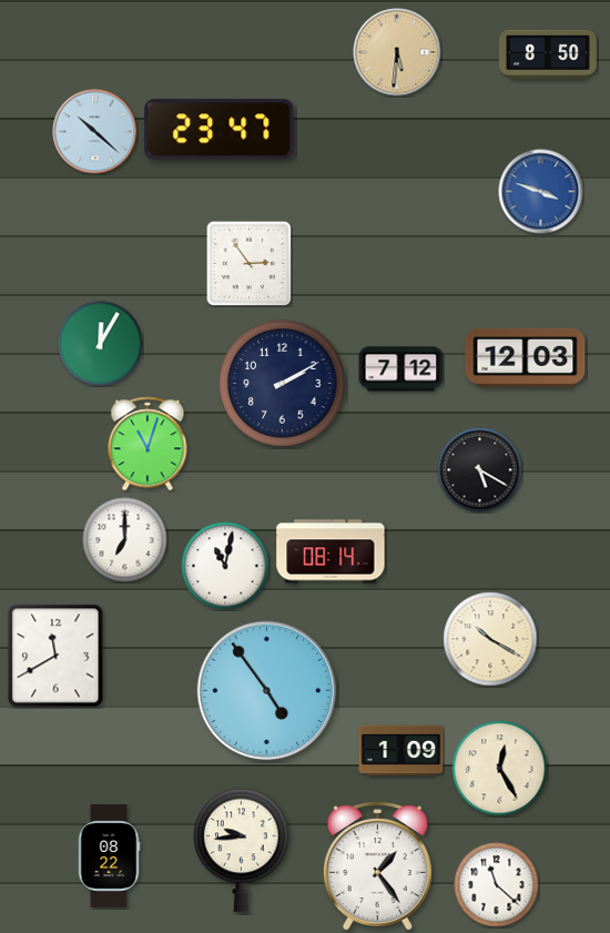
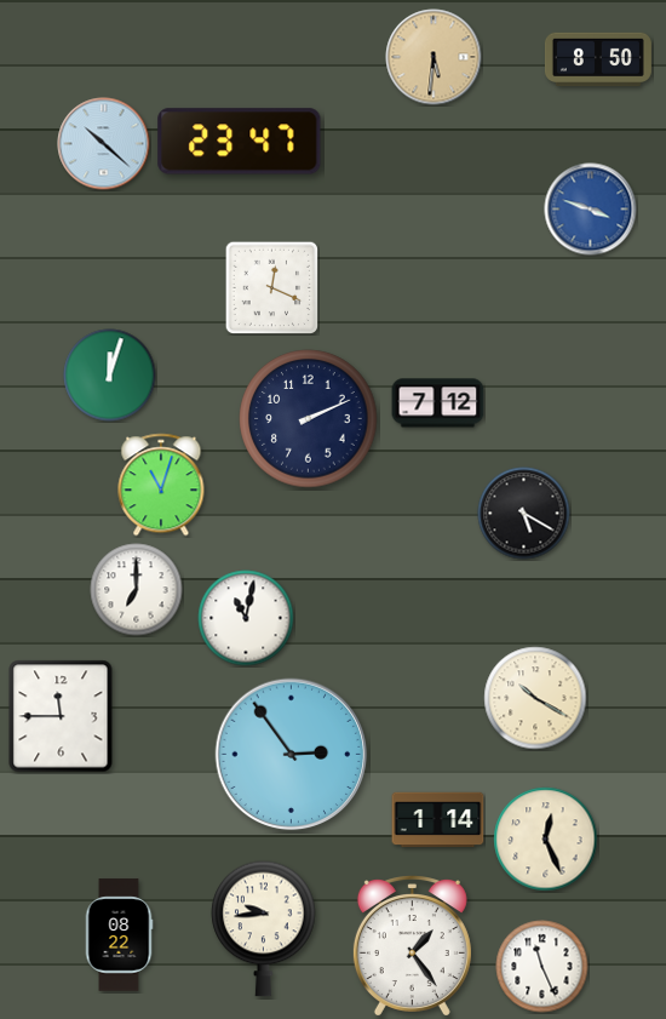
clock at (248, 263): 2:54 -> 12:19
clock at (101, 344): 12:05 -> 12:03
clock at (526, 357): 12:03 -> none
clock at (283, 384): 2:10 -> 2:11
clock at (331, 551): 08:14 -> none
clock at (55, 656): 11:40 -> 11:45
clock at (267, 691): 4:54 -> 2:54
clock at (401, 751): 1:09 -> 1:14
clock at (500, 769): 12:25 -> 12:26
clock at (497, 885): 11:22 -> 11:26
